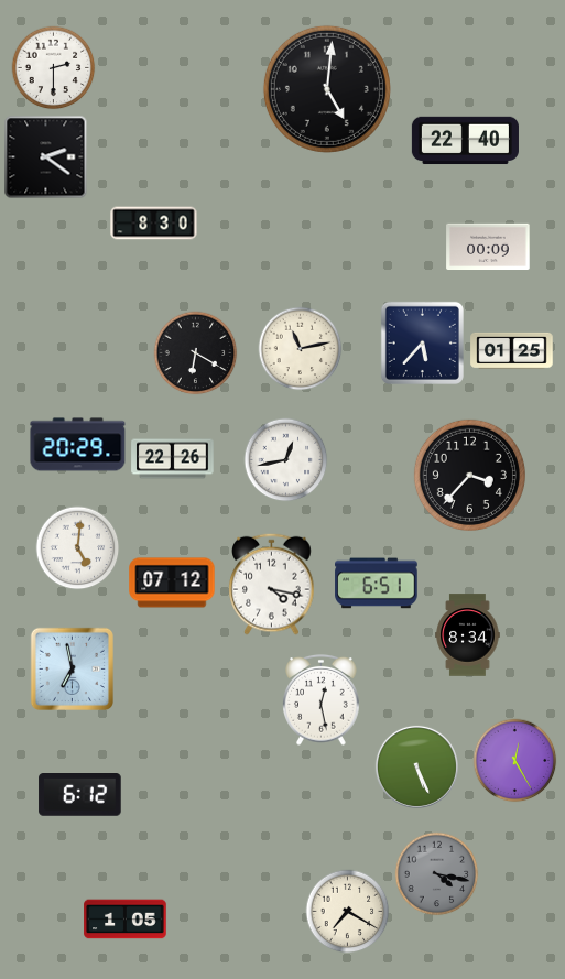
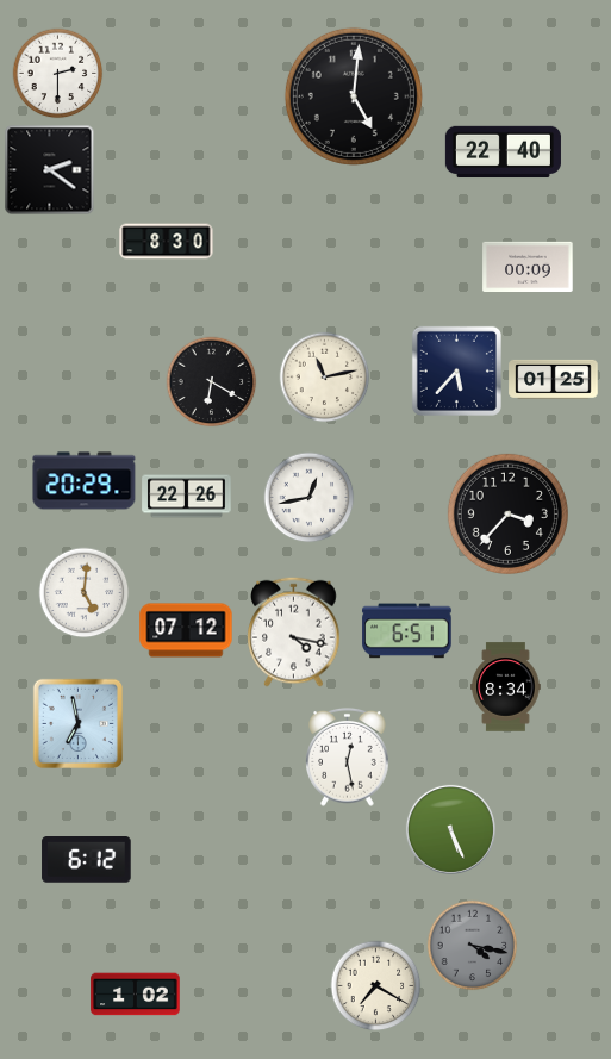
clock at (515, 761): 12:25 -> none
clock at (126, 920): 1:05 -> 1:02
